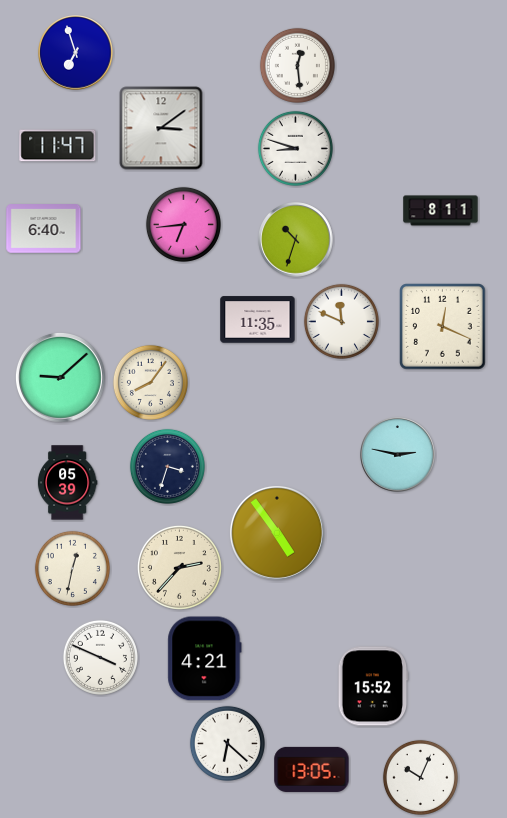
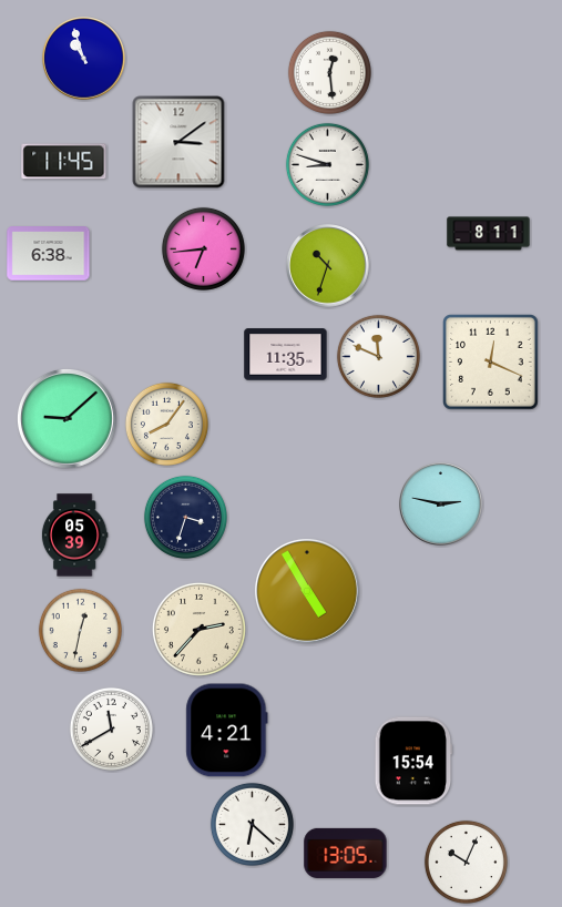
clock at (76, 53): 6:57 -> 10:57
clock at (58, 146): 11:47 -> 11:45
clock at (44, 229): 6:40 -> 6:38
clock at (277, 533): 4:54 -> 4:55
clock at (100, 657): 3:49 -> 11:40
clock at (373, 686): 15:52 -> 15:54
